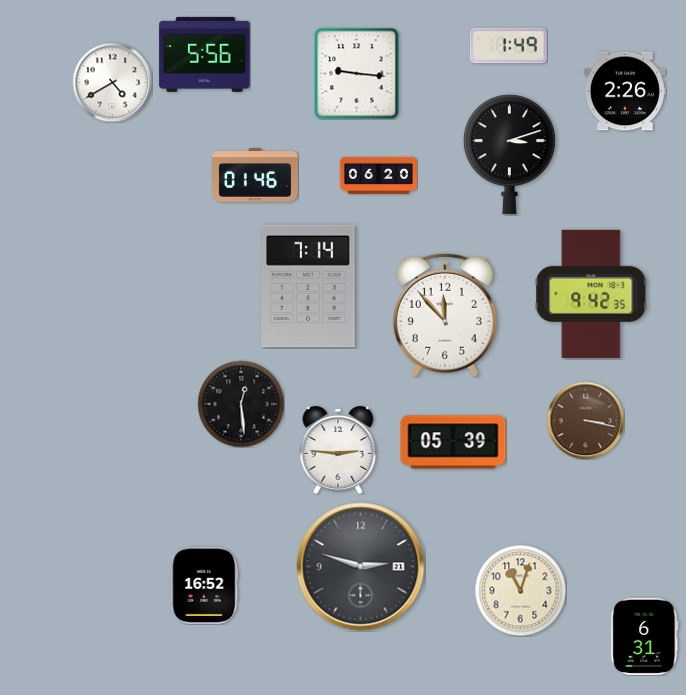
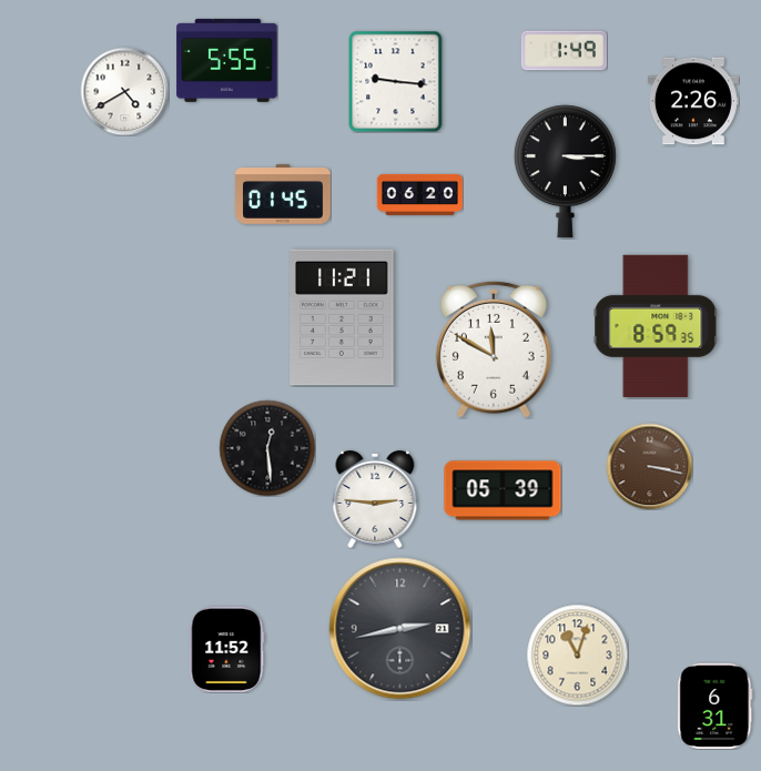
clock at (205, 54): 5:56 -> 5:55
clock at (509, 155): 3:12 -> 3:15
clock at (255, 175): 01:46 -> 01:45
clock at (308, 286): 7:14 -> 11:21
clock at (591, 294): 9:42 -> 8:59
clock at (445, 315): 11:53 -> 11:50
clock at (361, 567): 2:48 -> 2:43
clock at (205, 585): 16:52 -> 11:52
